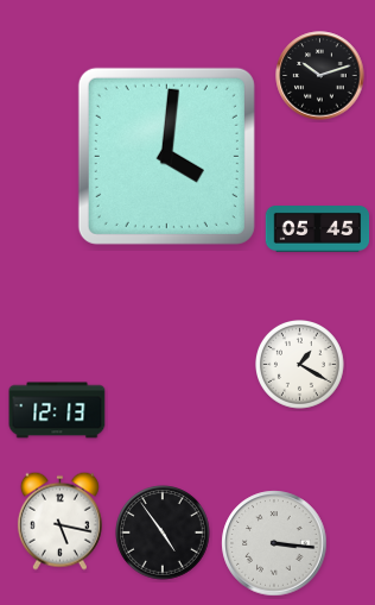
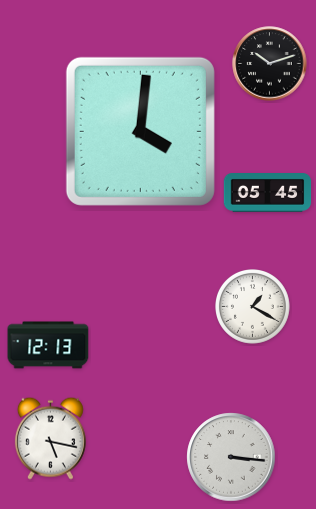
clock at (163, 532): 4:54 -> none
